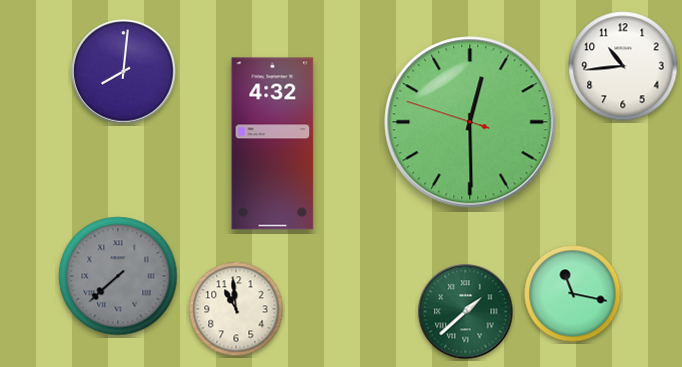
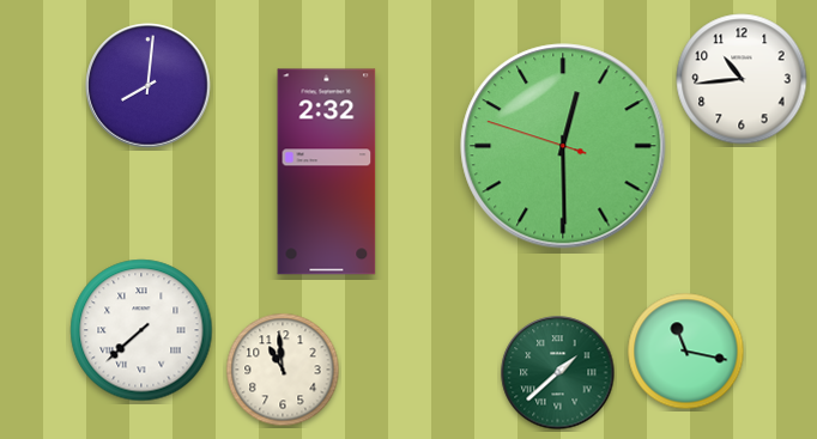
clock at (623, 66) position: (623, 66) -> (742, 79)
clock at (273, 144): 4:32 -> 2:32
clock at (118, 276) dial: grey -> white
